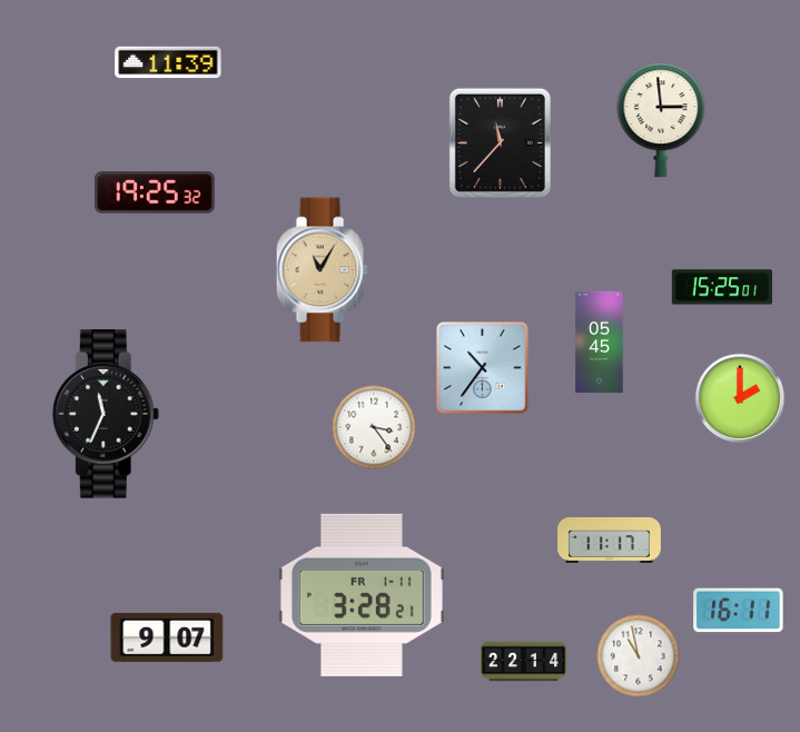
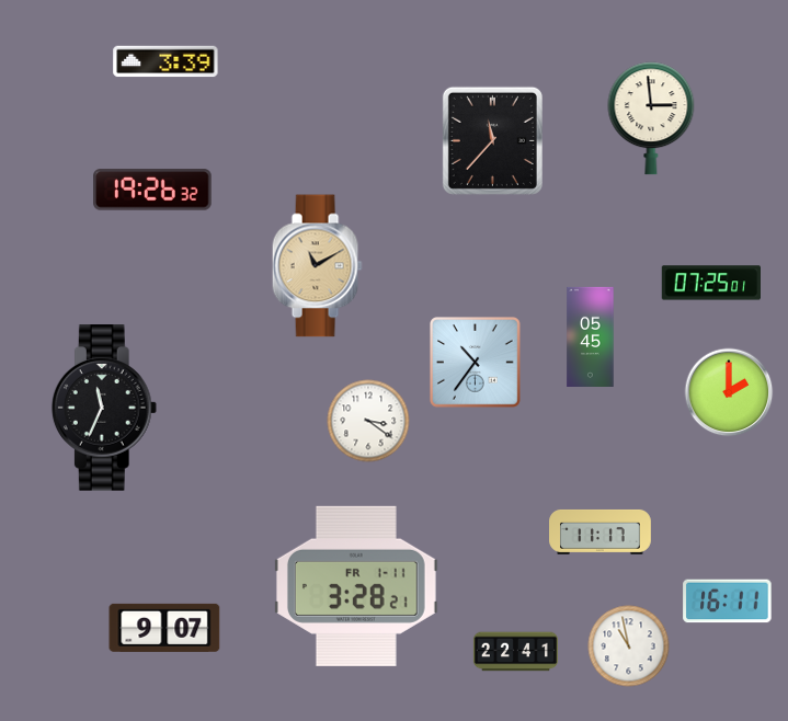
clock at (168, 62): 11:39 -> 3:39
clock at (156, 192): 19:25 -> 19:26
clock at (322, 270): 11:05 -> 11:10
clock at (721, 287): 15:25 -> 07:25
clock at (374, 427): 3:24 -> 3:21
clock at (523, 662): 22:14 -> 22:41
